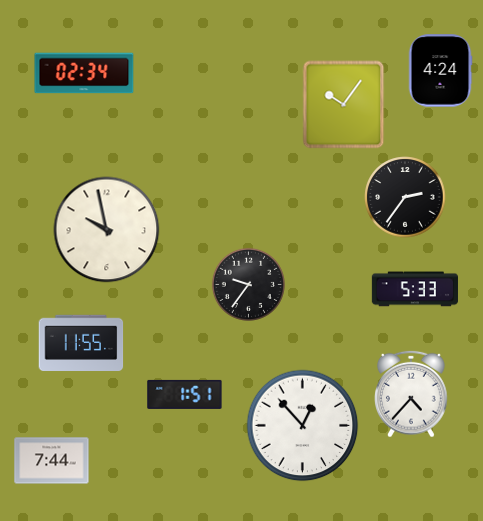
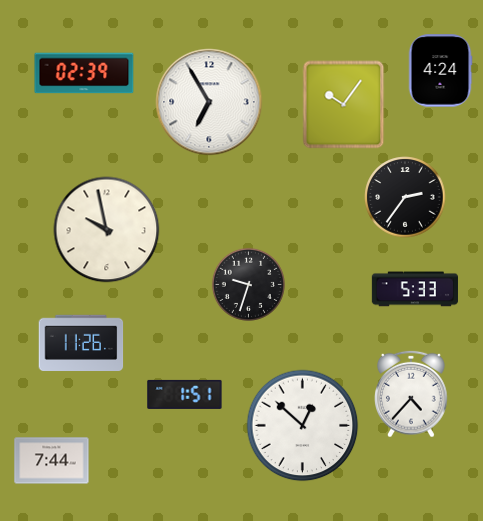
clock at (84, 73): 02:34 -> 02:39
clock at (209, 102): none -> 6:55
clock at (248, 284): 9:36 -> 9:33
clock at (81, 342): 11:55 -> 11:26
clock at (303, 426): 12:53 -> 12:52
